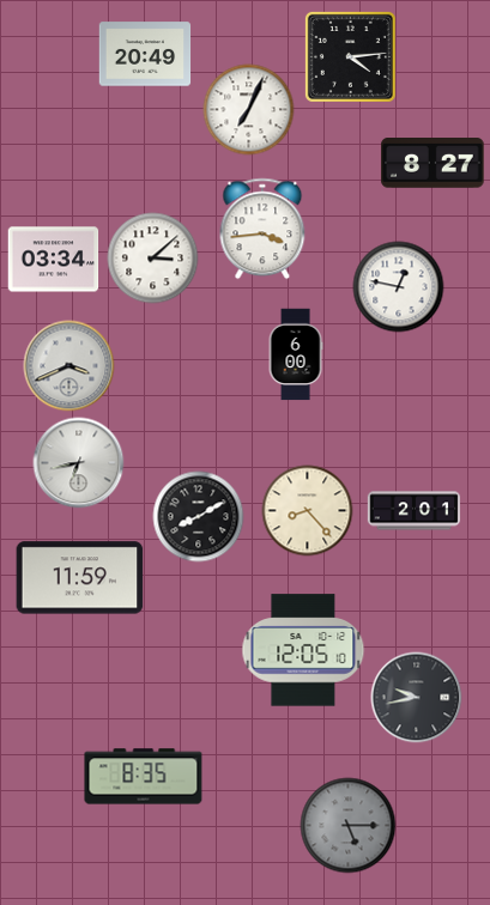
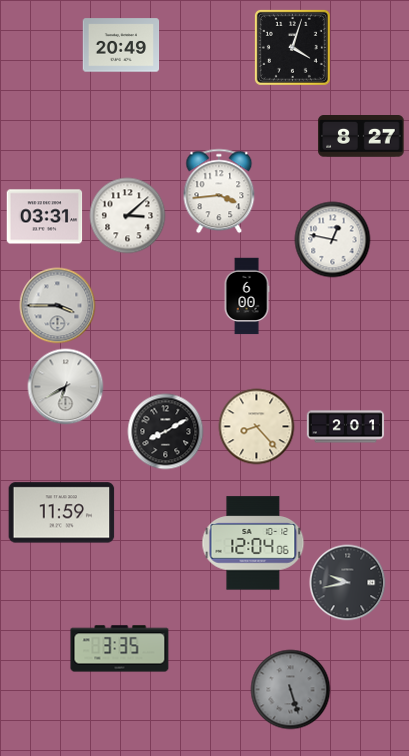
clock at (350, 56): 4:14 -> 4:03
clock at (249, 110): 7:04 -> none
clock at (54, 260): 03:34 -> 03:31
clock at (69, 366): 3:41 -> 3:45
clock at (79, 463): 6:43 -> 6:40
clock at (80, 578) position: (80, 578) -> (62, 513)
clock at (303, 650): 12:05 -> 12:04
clock at (144, 777): 8:35 -> 3:35
clock at (349, 826): 5:15 -> 5:27
